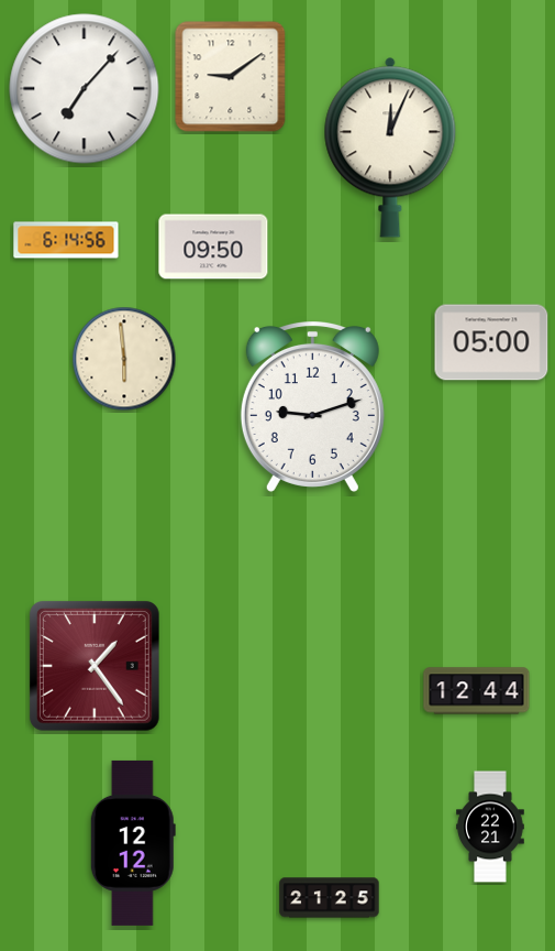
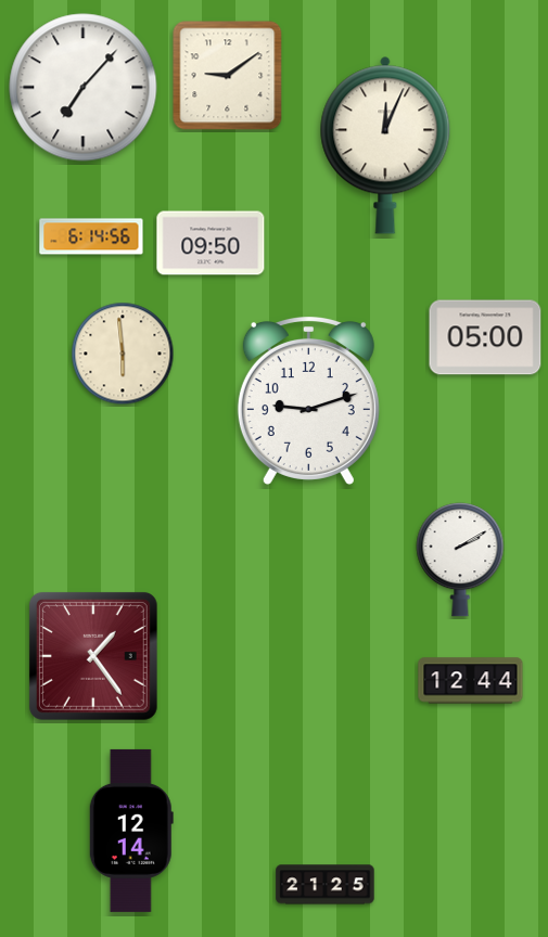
clock at (66, 240) position: (66, 240) -> (91, 236)
clock at (460, 560): none -> 2:10
clock at (490, 827): 22:21 -> none
clock at (133, 843): 12:12 -> 12:14
